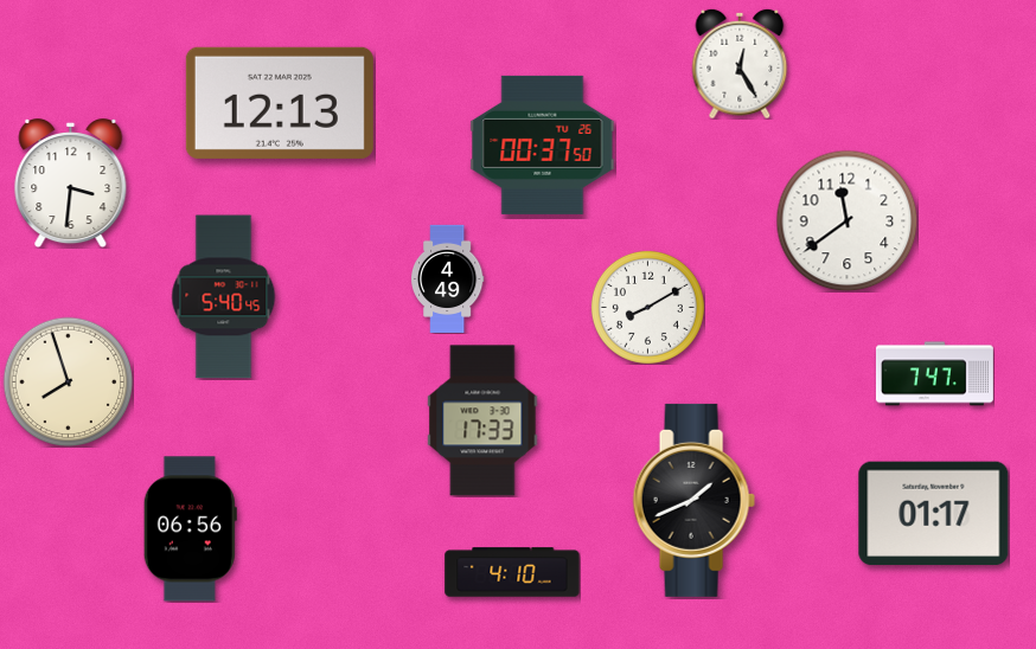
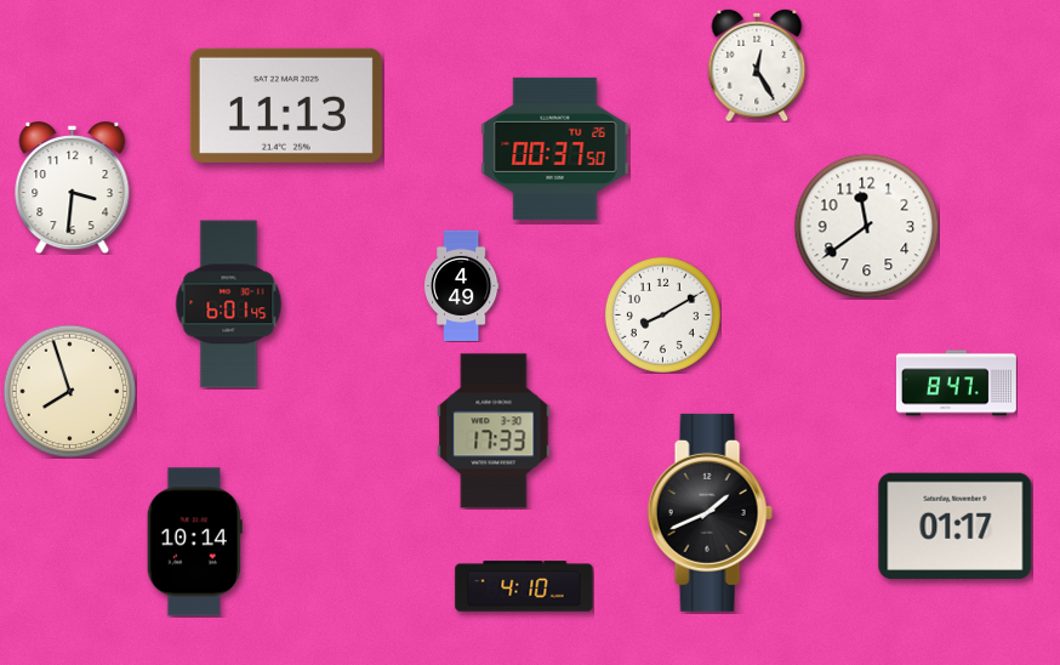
clock at (280, 103): 12:13 -> 11:13
clock at (447, 278) position: (447, 278) -> (461, 285)
clock at (224, 297): 5:40 -> 6:01
clock at (934, 374): 7:47 -> 8:47
clock at (190, 529): 06:56 -> 10:14
